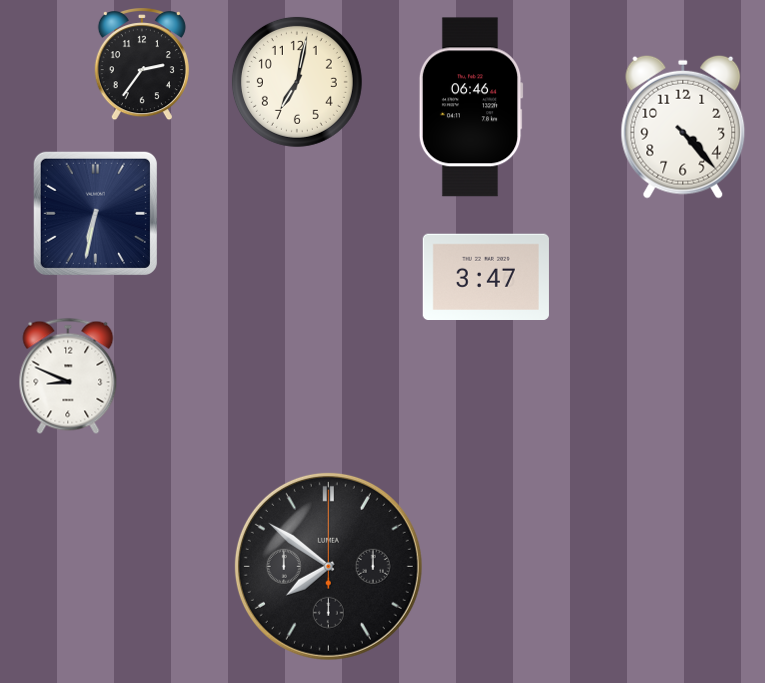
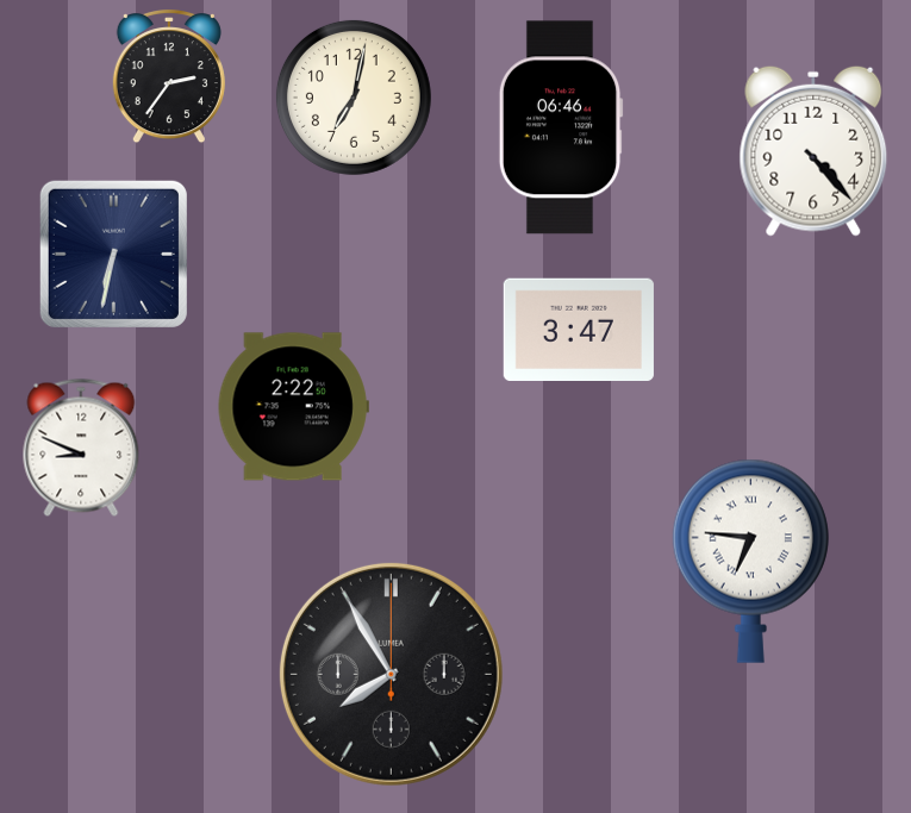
clock at (293, 407): none -> 2:22
clock at (750, 561): none -> 6:46
clock at (328, 566): 7:51 -> 7:55
